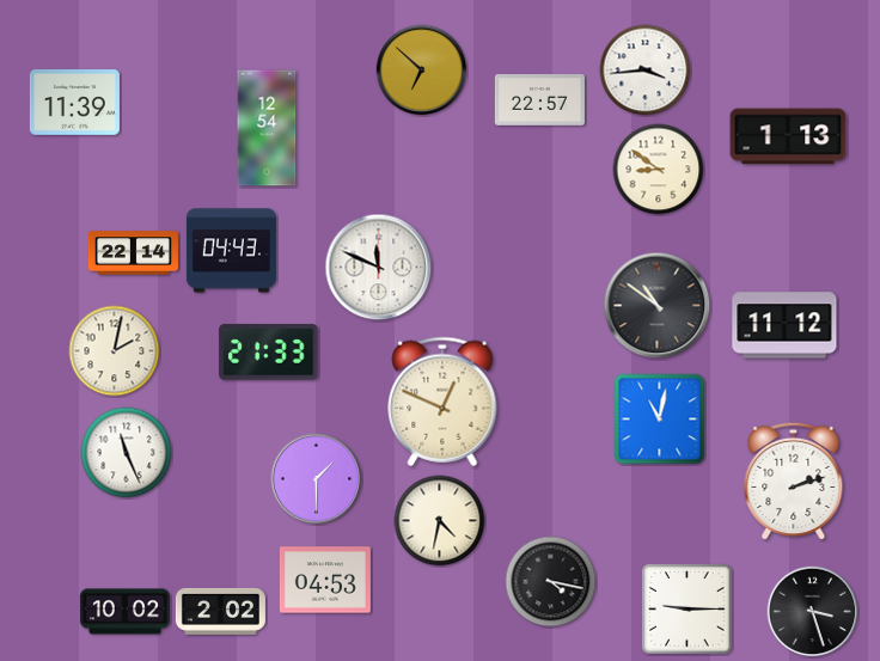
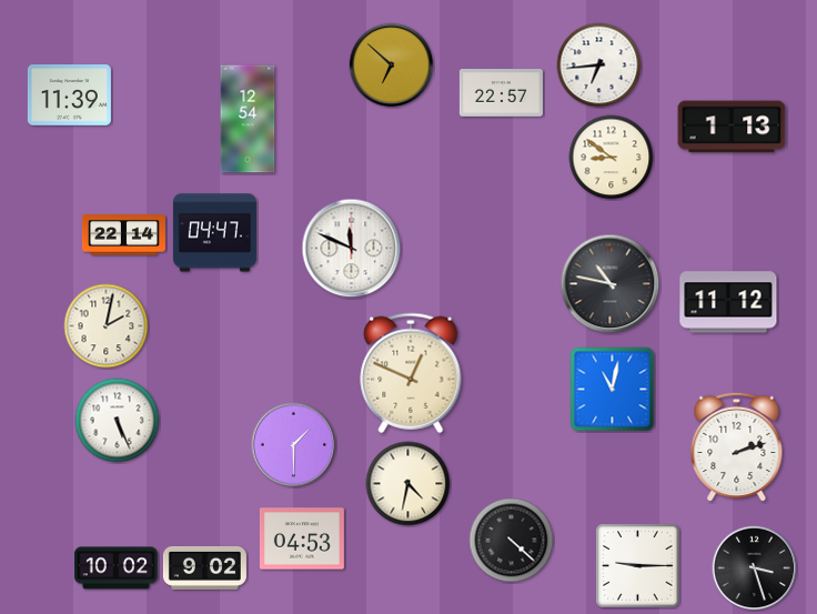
clock at (646, 71): 3:44 -> 6:44
clock at (231, 251): 04:43 -> 04:47
clock at (658, 306): 10:51 -> 10:47
clock at (269, 353): 21:33 -> none
clock at (127, 453): 11:26 -> 5:26
clock at (551, 582): 4:17 -> 4:22
clock at (220, 611): 2:02 -> 9:02
